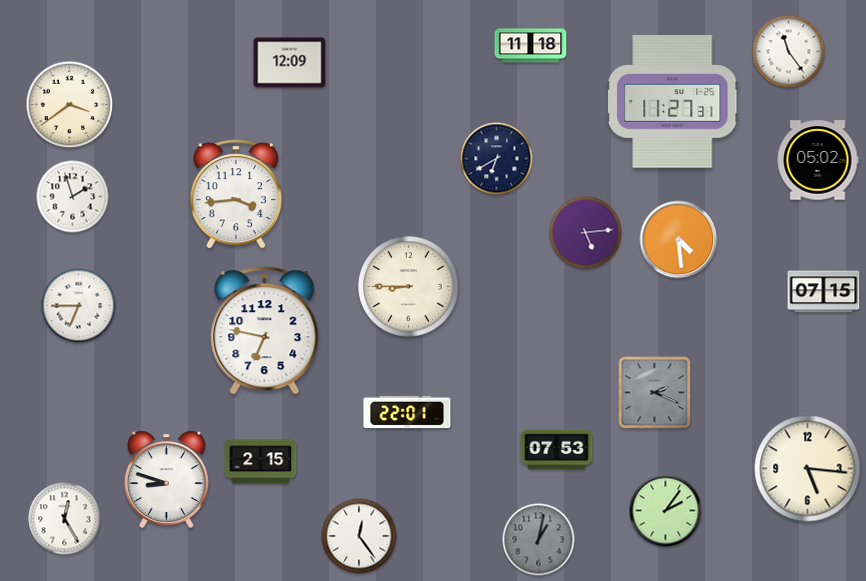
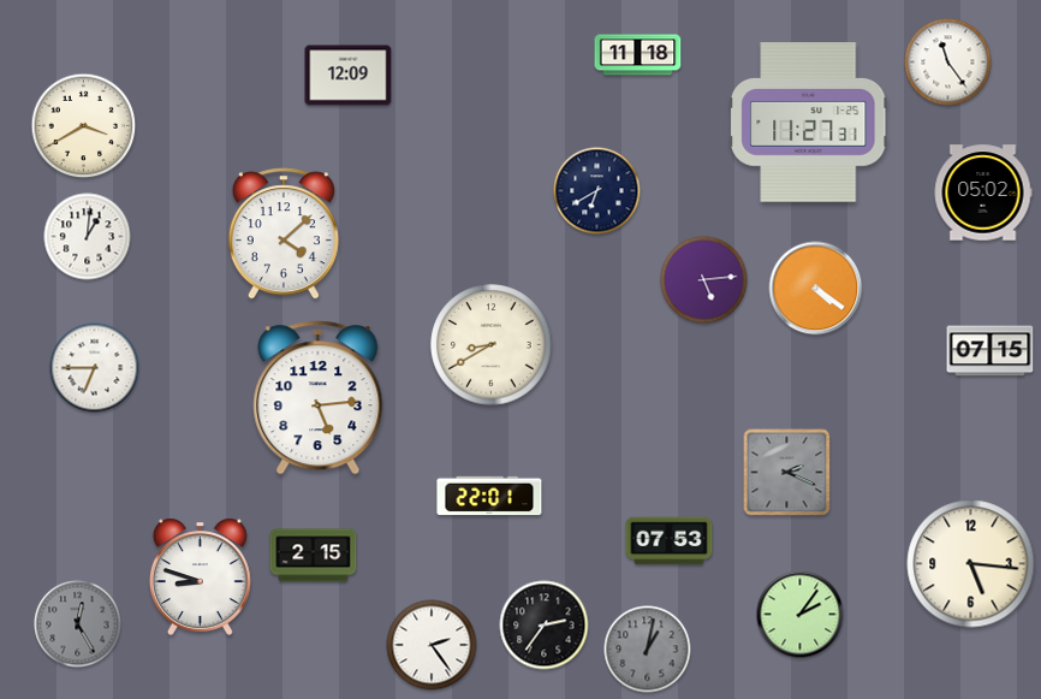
clock at (70, 105): 3:39 -> 3:40
clock at (236, 194): 3:44 -> 4:08
clock at (73, 197): 1:57 -> 1:01
clock at (679, 240): 4:29 -> 4:21
clock at (409, 287): 8:45 -> 8:40
clock at (265, 331): 6:47 -> 5:14
clock at (65, 519) dial: white -> grey
clock at (545, 626): none -> 2:36
clock at (359, 536): 12:24 -> 2:24
